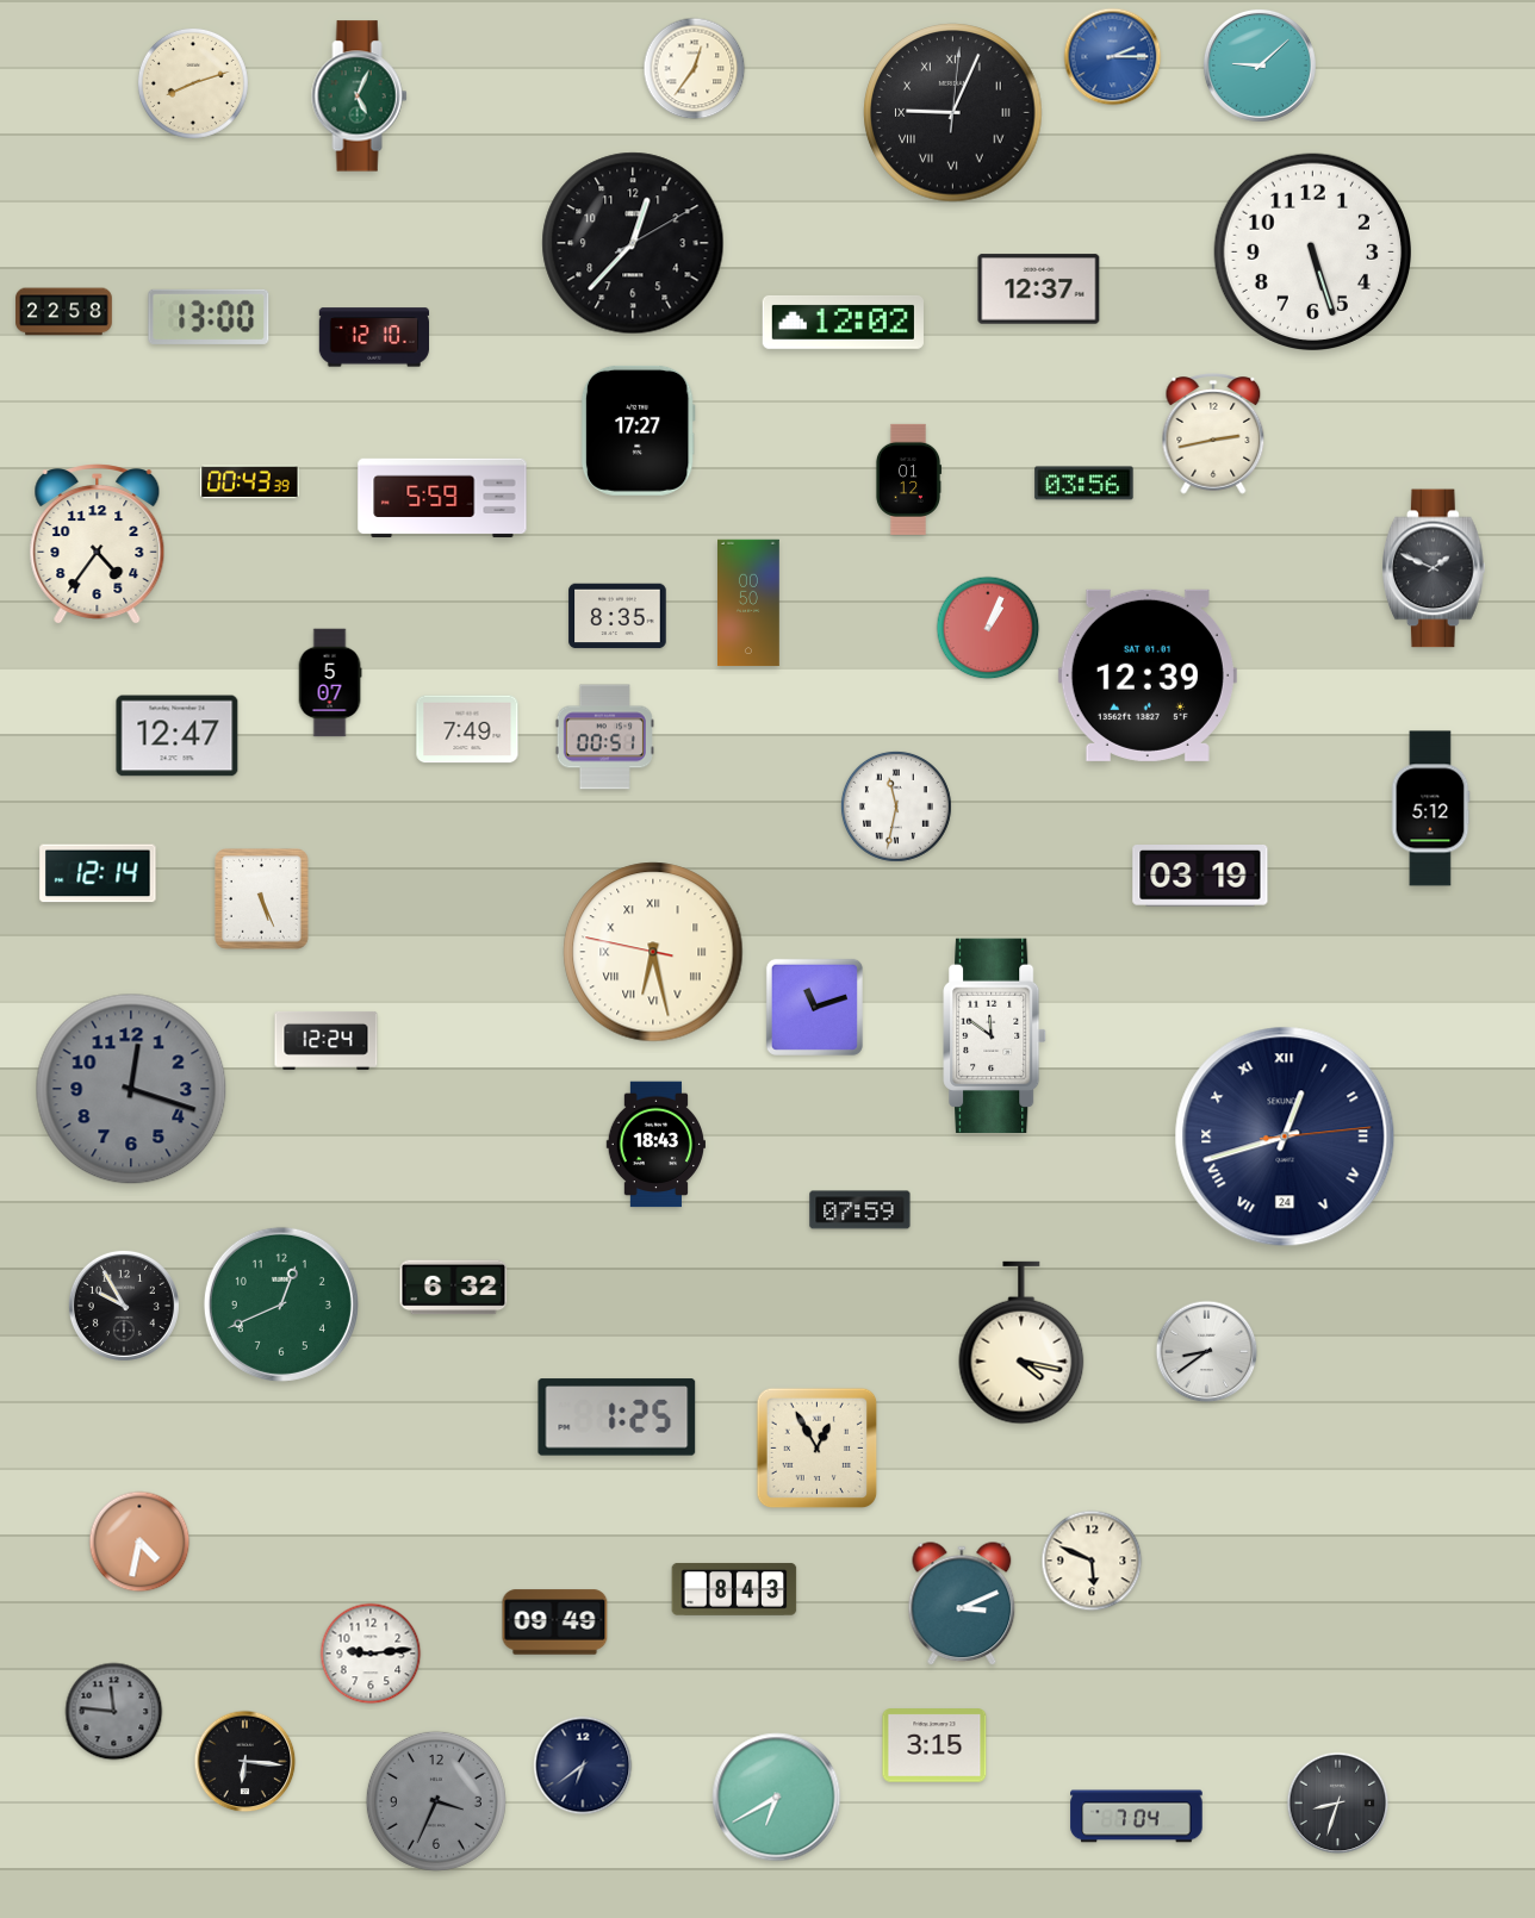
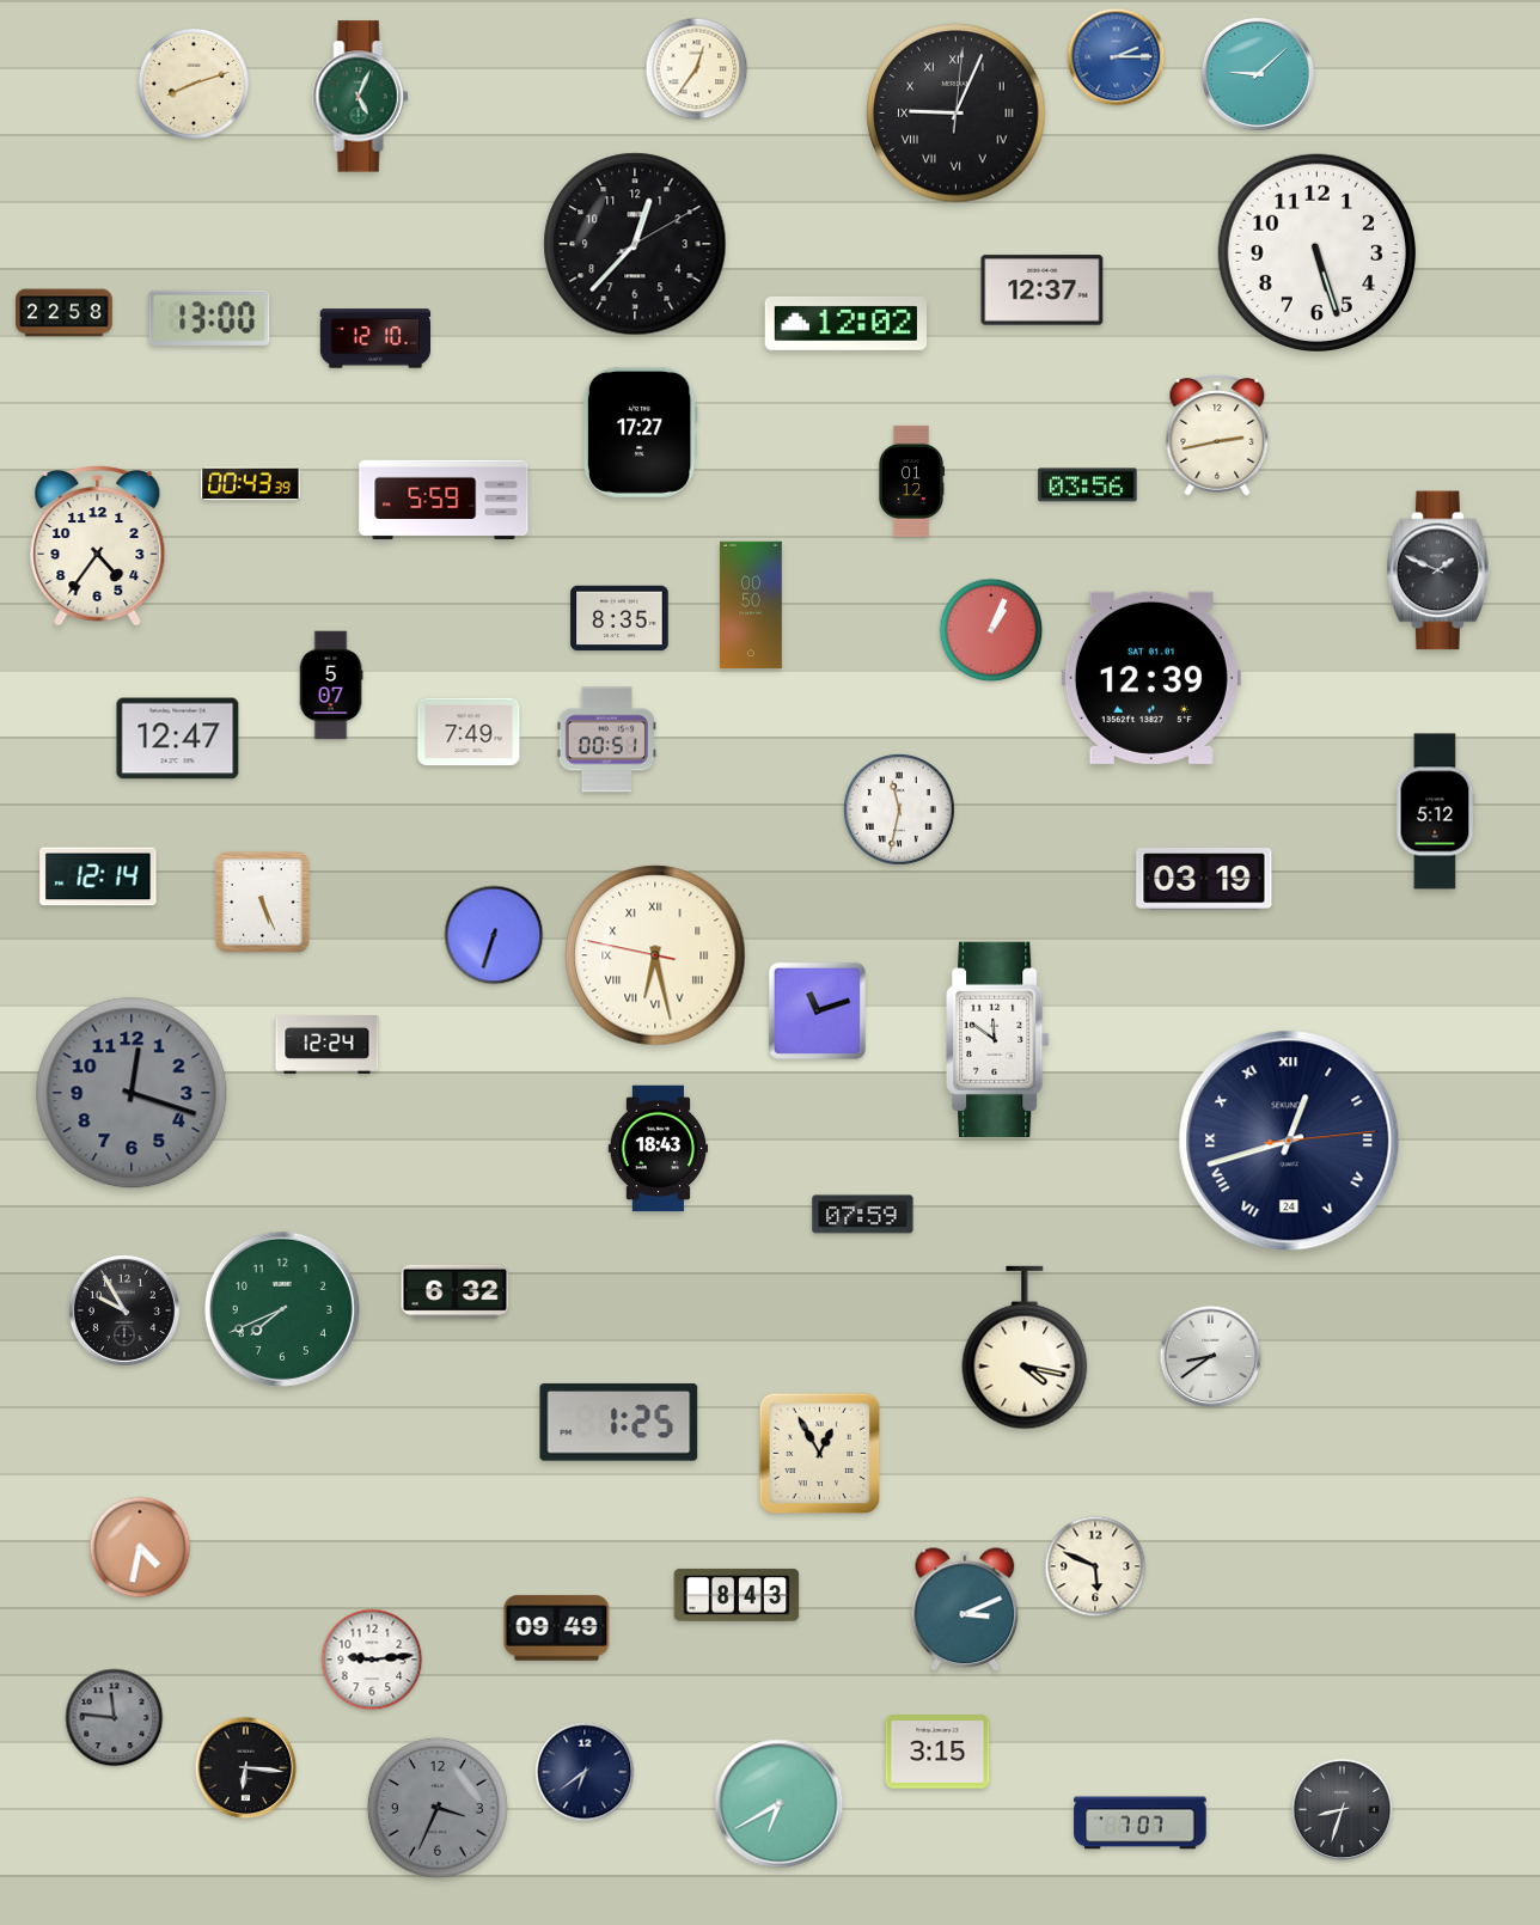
clock at (1260, 66) position: (1260, 66) -> (1258, 74)
clock at (494, 935): none -> 6:33
clock at (281, 1304): 12:41 -> 7:41
clock at (1137, 1817): 7:04 -> 7:07
